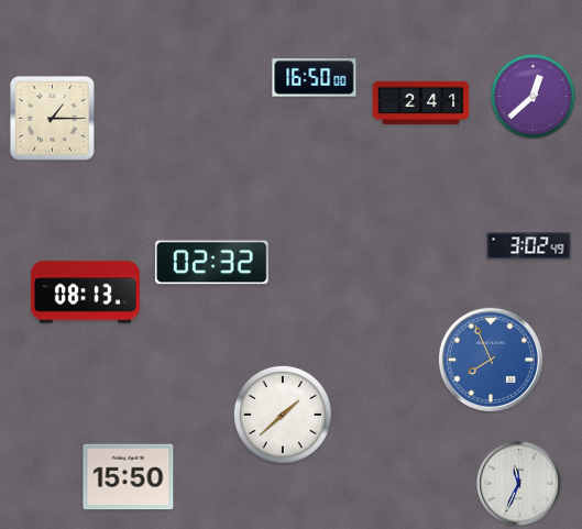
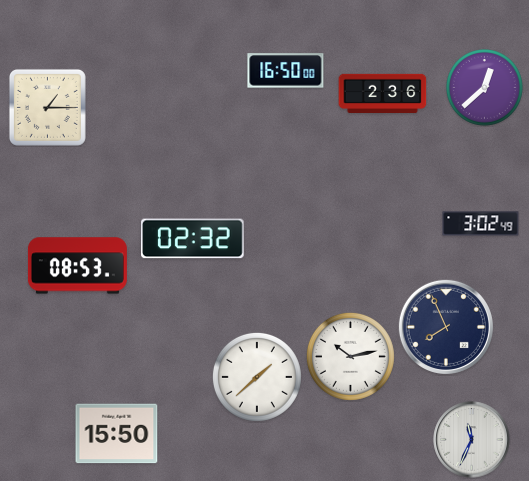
clock at (421, 102): 2:41 -> 2:36
clock at (85, 293): 08:13 -> 08:53
clock at (491, 360) dial: blue -> navy
clock at (350, 356): none -> 10:13
